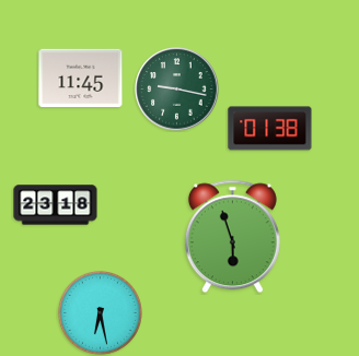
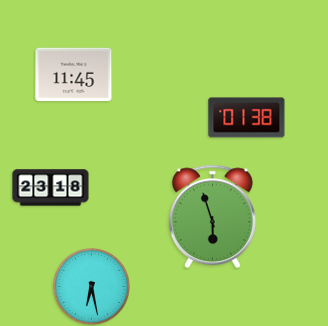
clock at (81, 79) position: (81, 79) -> (74, 75)
clock at (177, 90): 9:17 -> none
